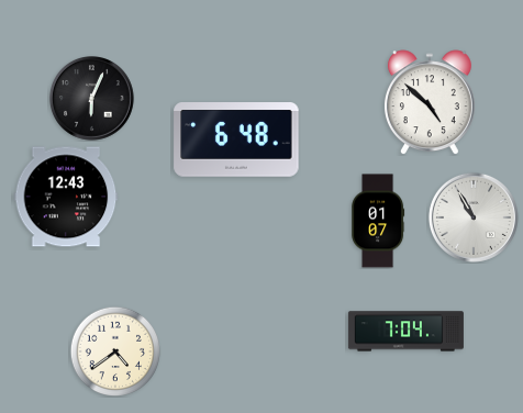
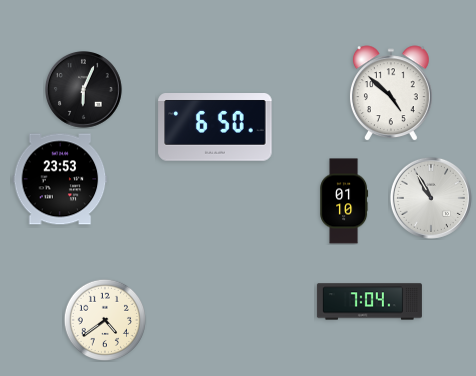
clock at (236, 139): 6:48 -> 6:50
clock at (66, 197): 12:43 -> 23:53
clock at (378, 221): 01:07 -> 01:10
